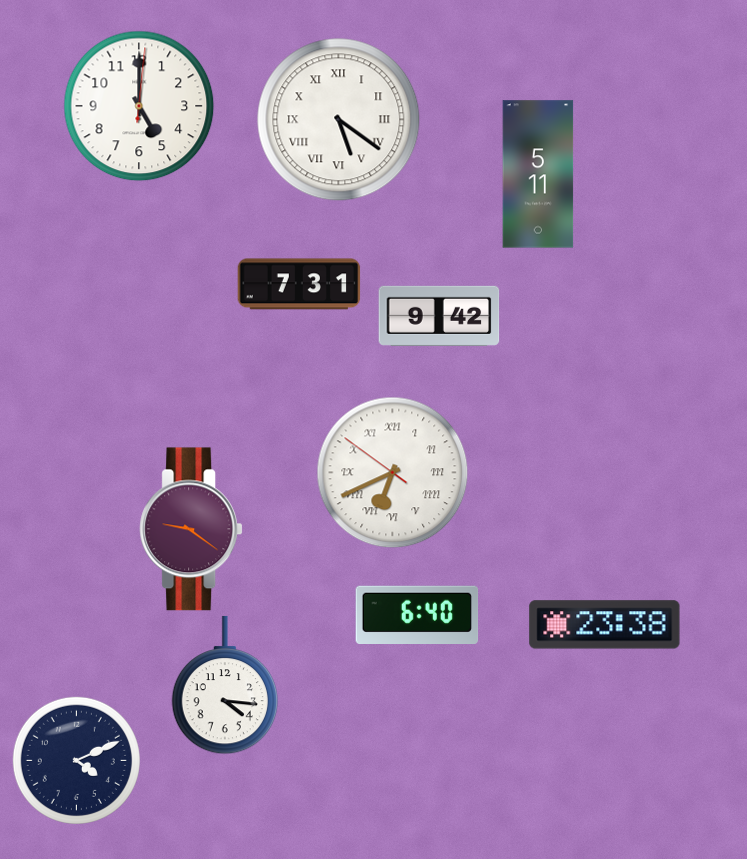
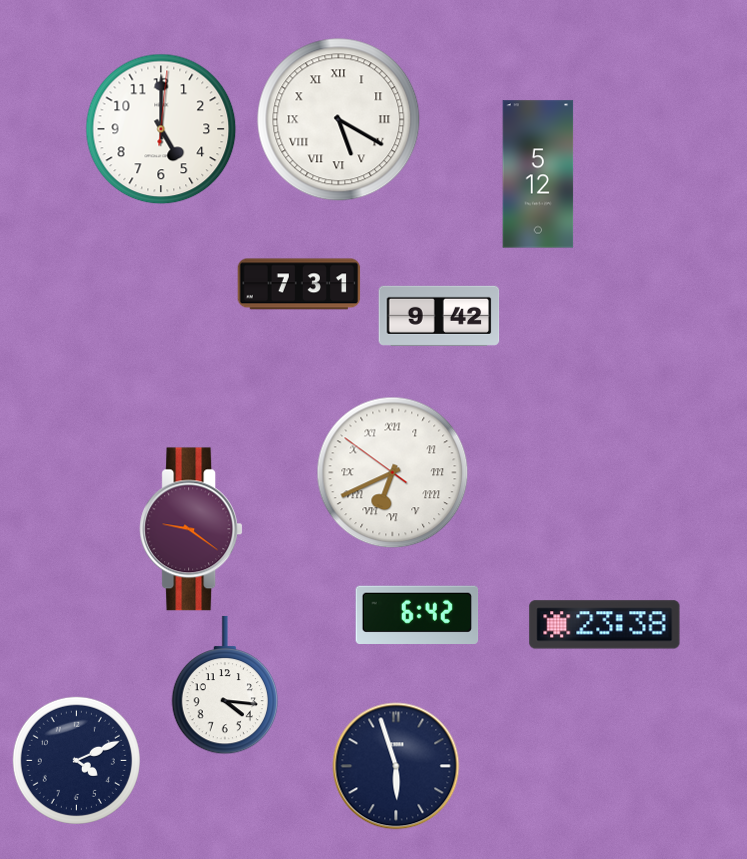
clock at (139, 106) position: (139, 106) -> (161, 129)
clock at (339, 120): 5:21 -> 5:20
clock at (538, 174): 5:11 -> 5:12
clock at (417, 614): 6:40 -> 6:42
clock at (396, 766): none -> 5:57
